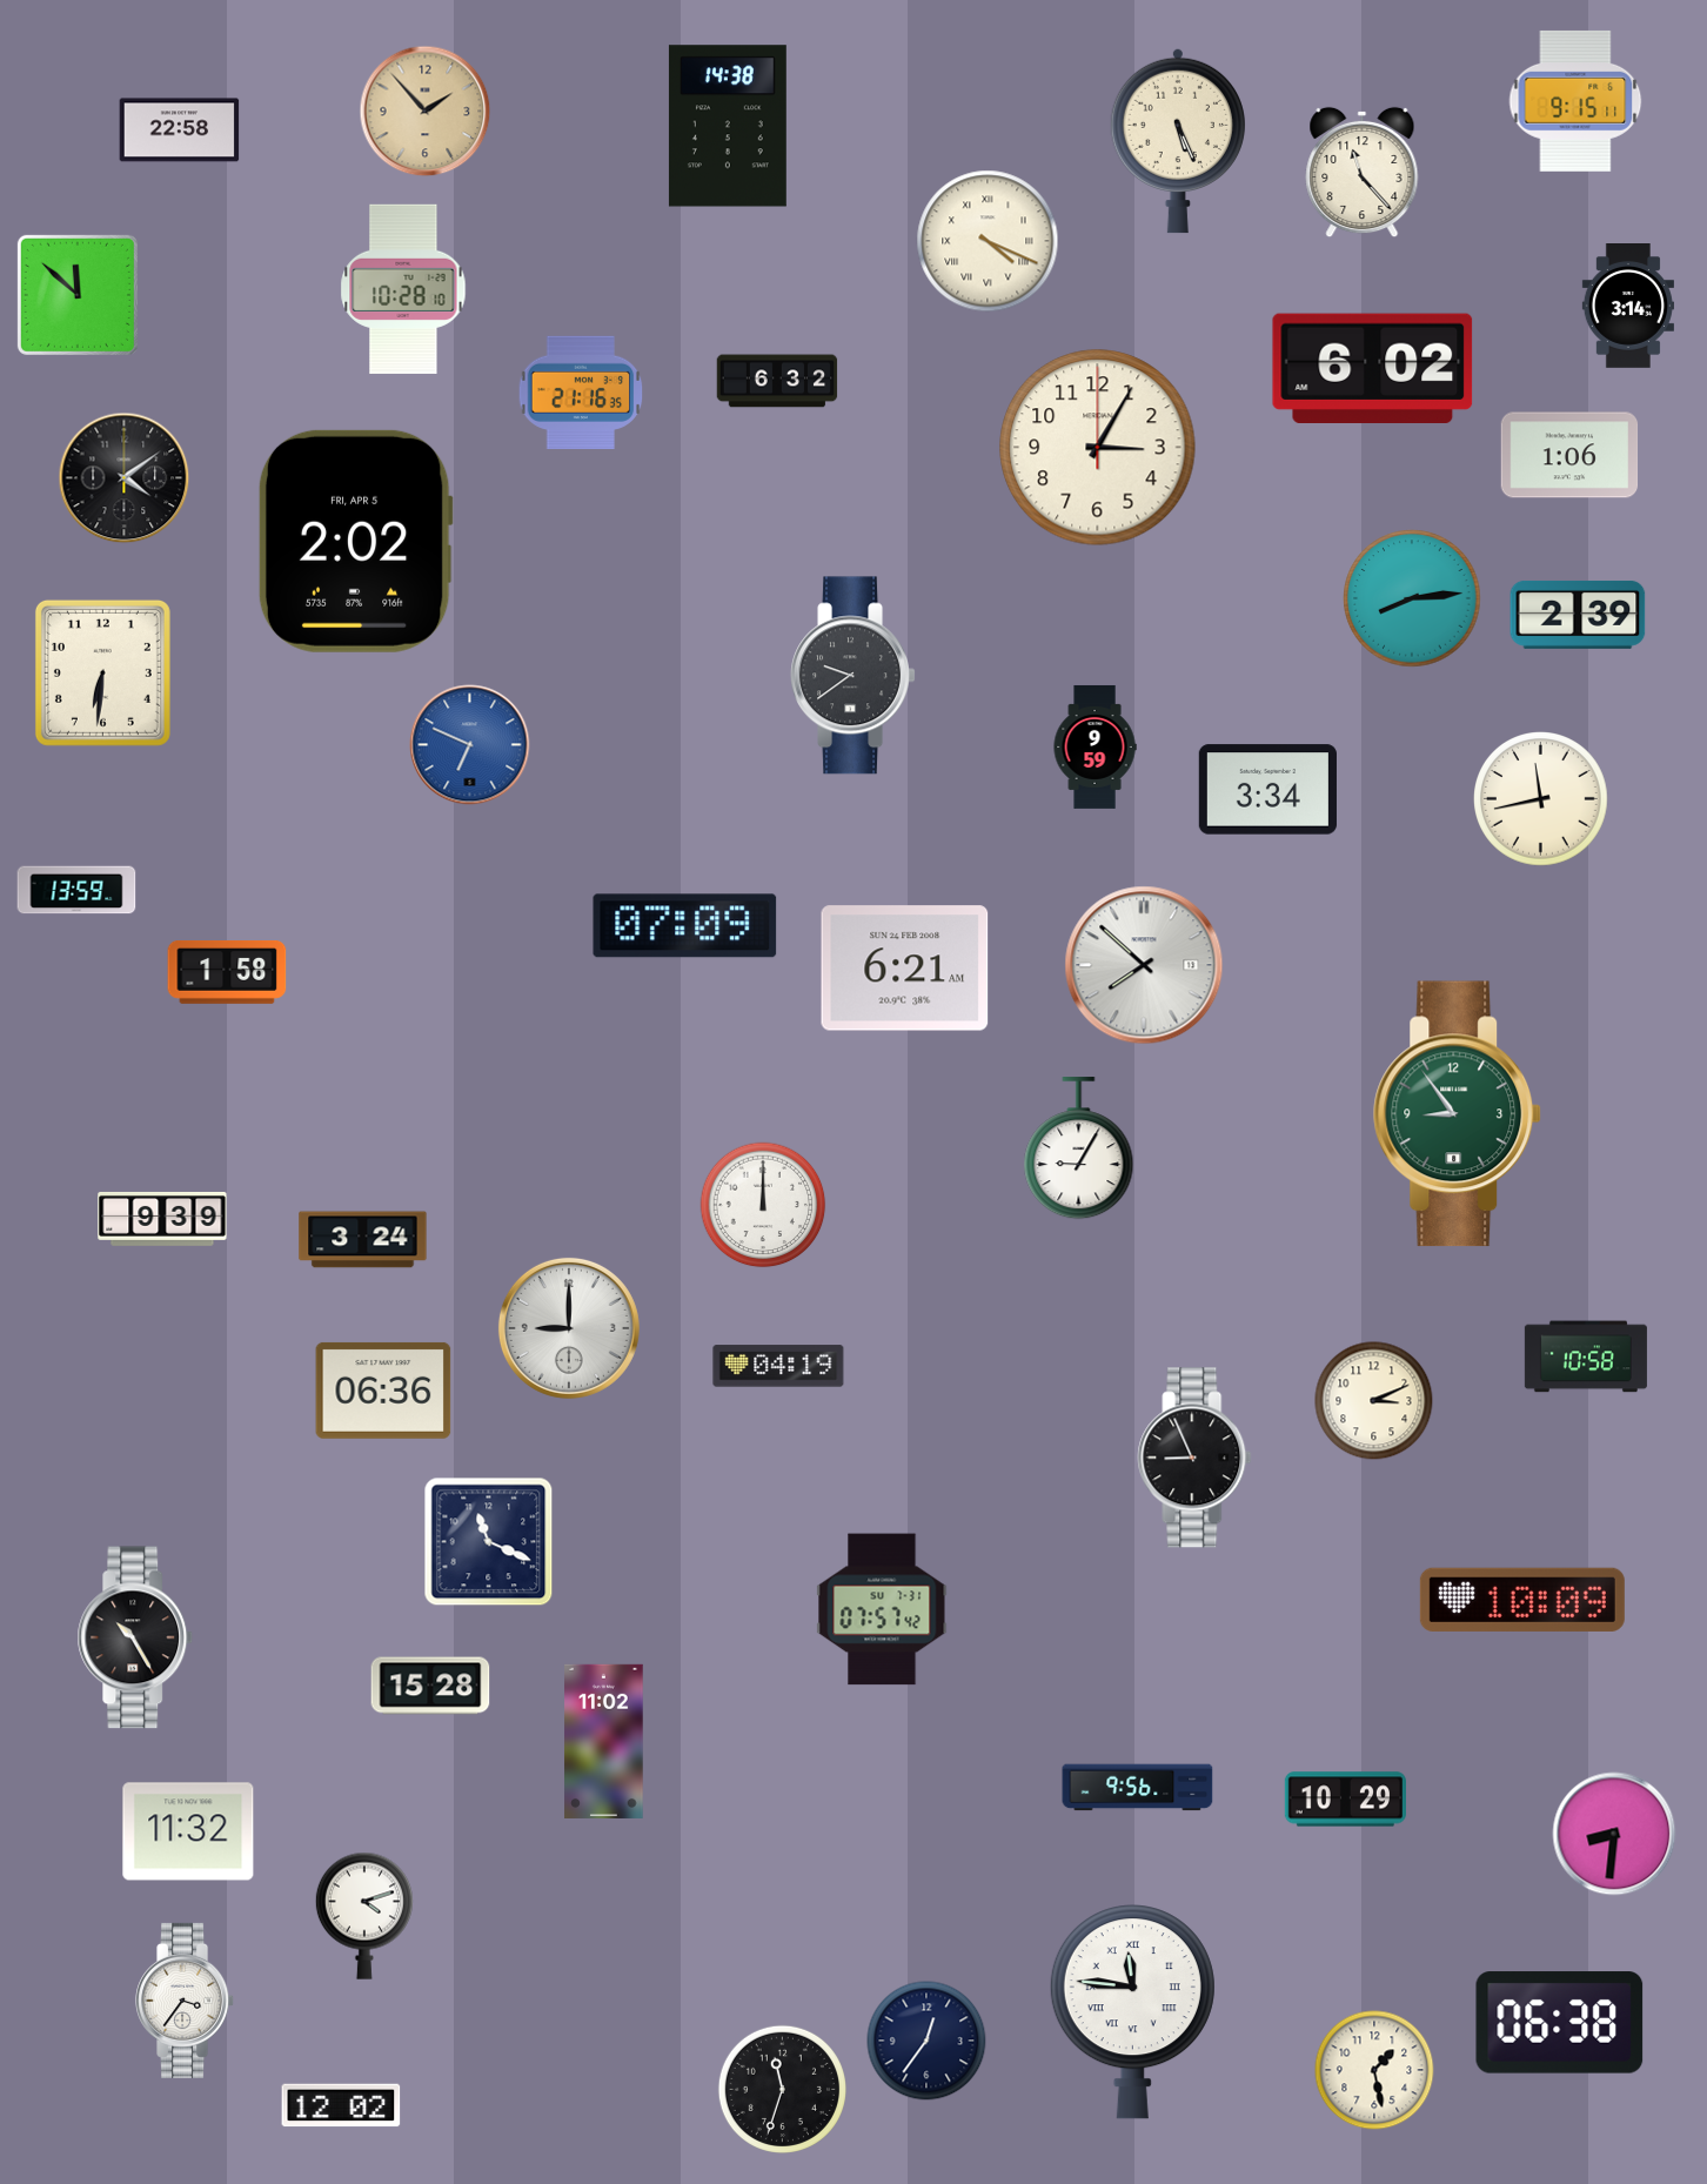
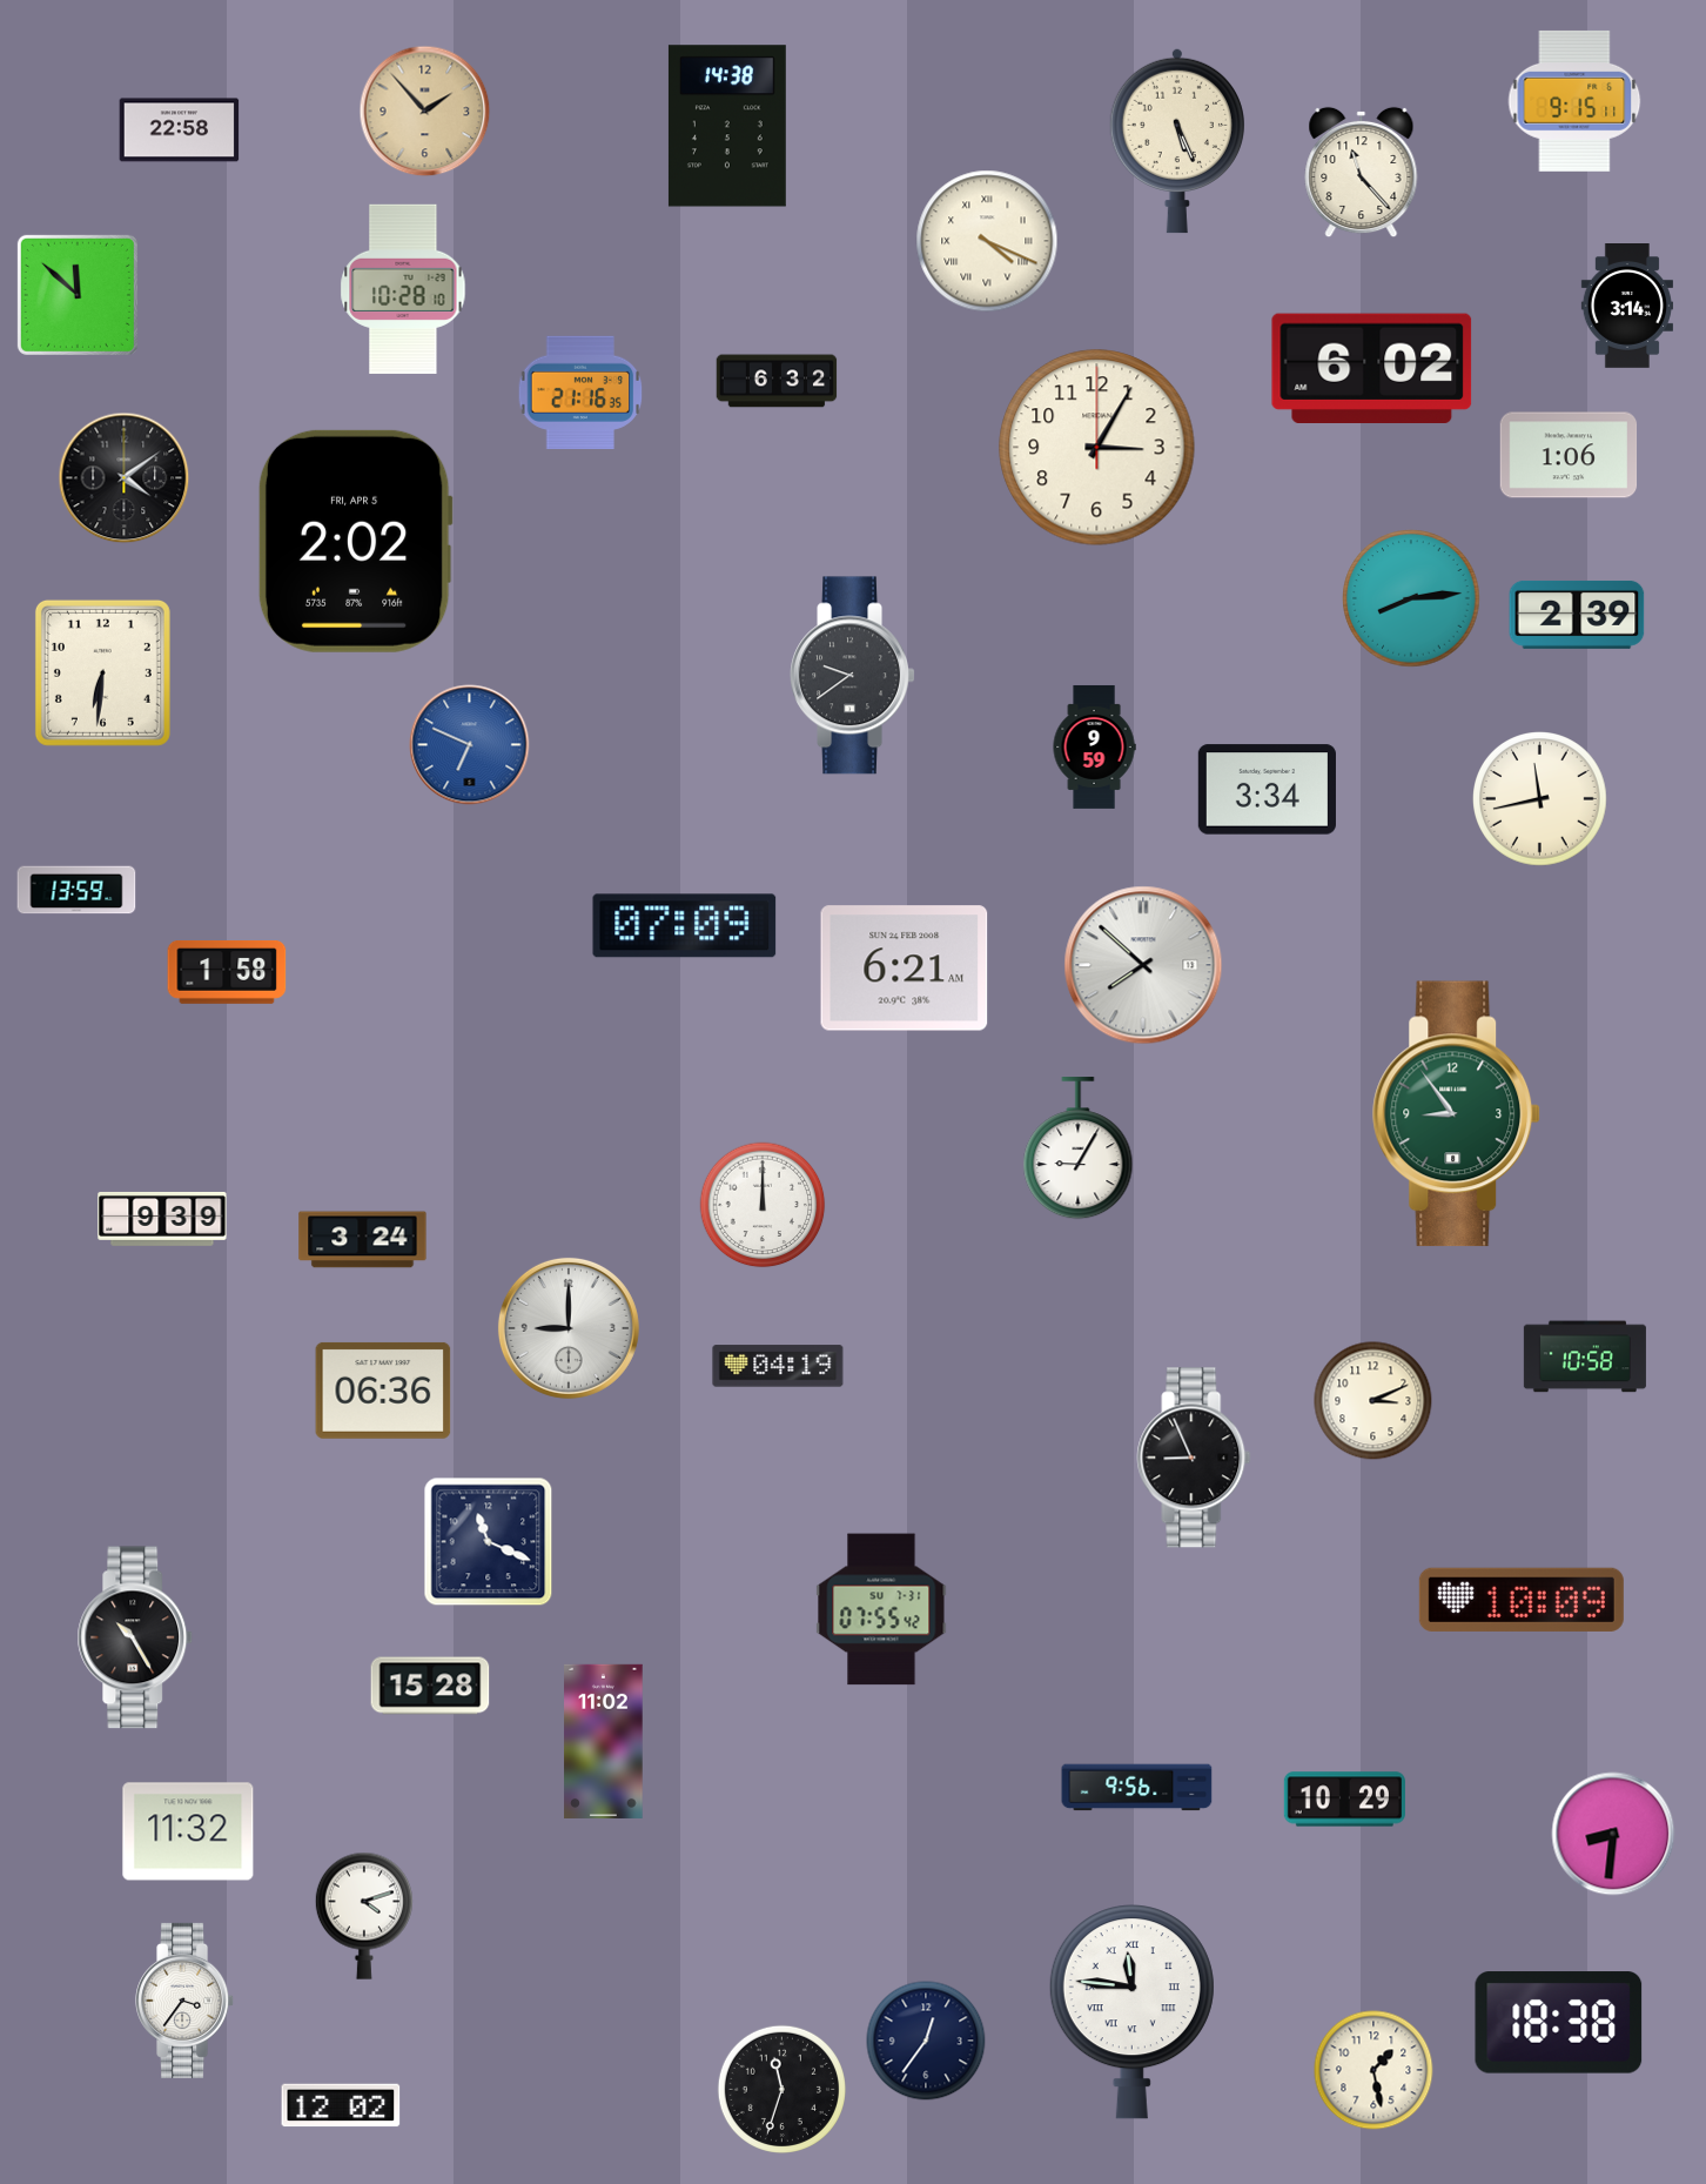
clock at (882, 1609): 07:57 -> 07:55
clock at (1560, 2023): 06:38 -> 18:38
